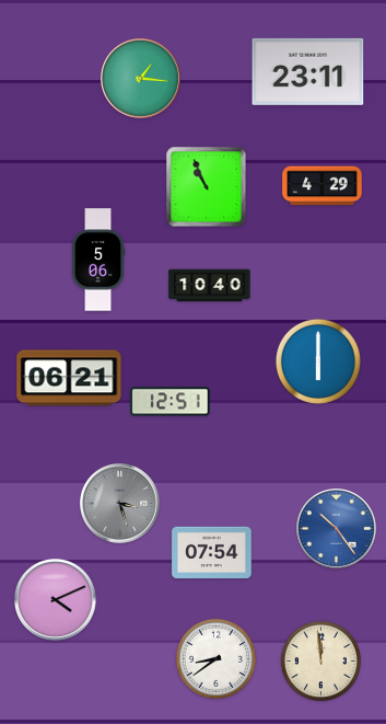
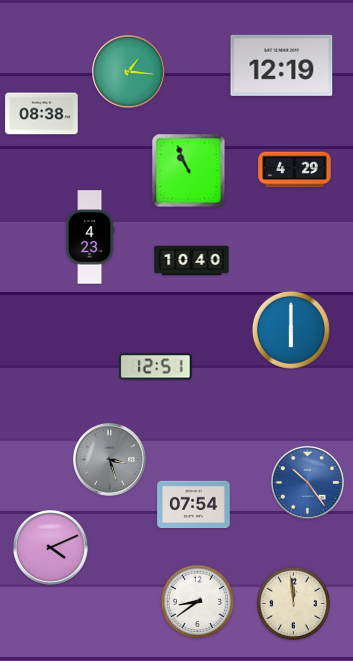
clock at (308, 71): 23:11 -> 12:19
clock at (42, 114): none -> 08:38
clock at (98, 260): 5:06 -> 4:23
clock at (69, 378): 06:21 -> none
